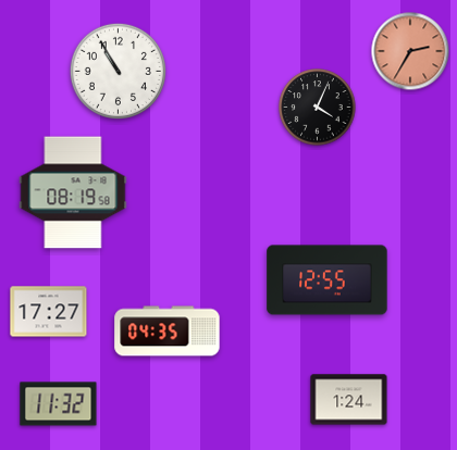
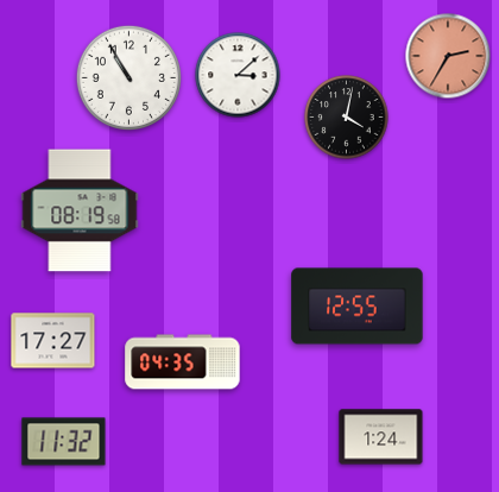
clock at (238, 75): none -> 3:08
clock at (318, 108): 4:04 -> 4:02
